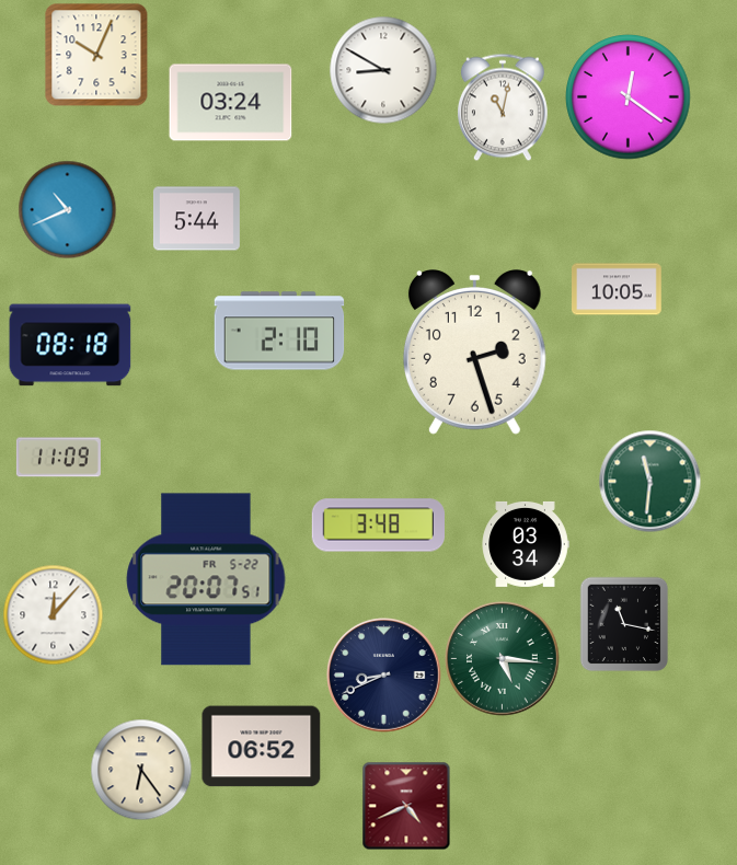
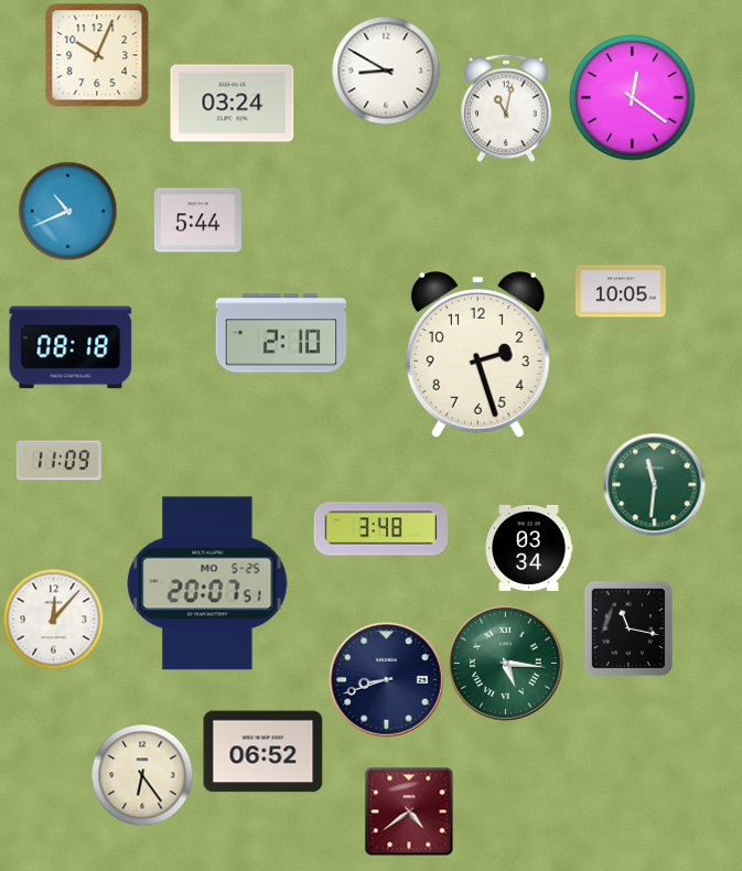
clock at (206, 579) date: FR 5-22 -> MO 5-25
clock at (384, 676): 8:41 -> 8:42
clock at (406, 806): 4:41 -> 4:39
